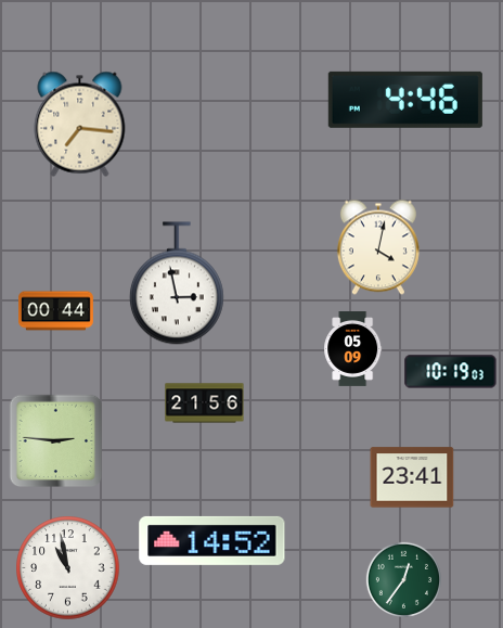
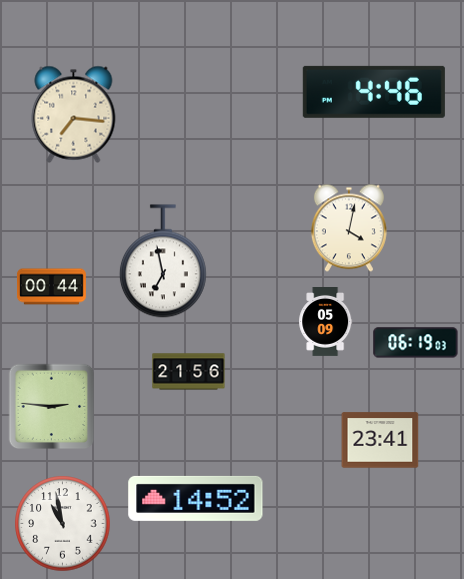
clock at (177, 283): 2:58 -> 6:58
clock at (451, 372): 10:19 -> 06:19
clock at (403, 579): 12:36 -> none
